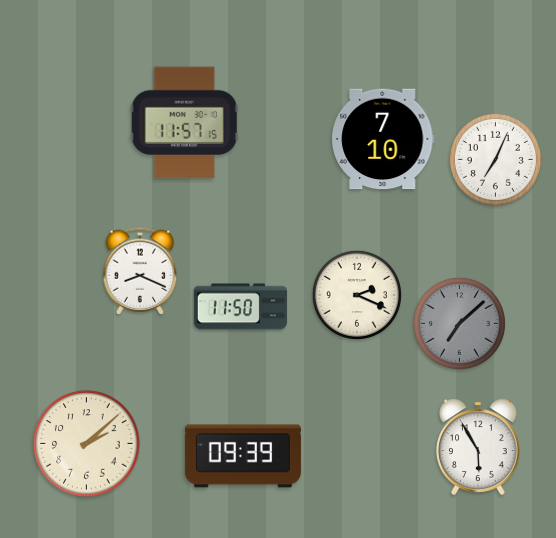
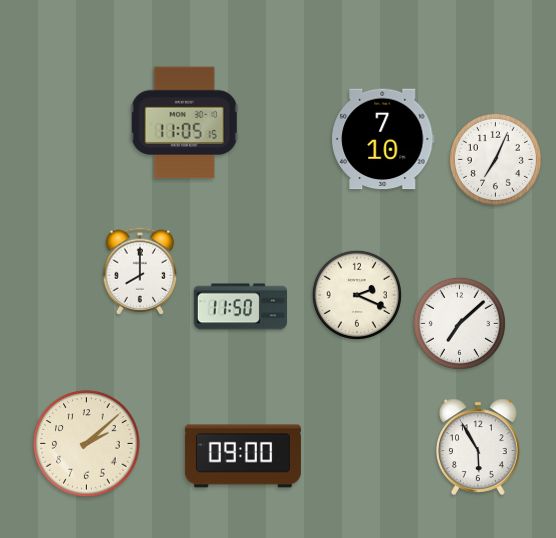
clock at (184, 123): 11:57 -> 11:05
clock at (140, 271): 8:19 -> 8:00
clock at (459, 323) dial: grey -> white
clock at (243, 456): 09:39 -> 09:00
